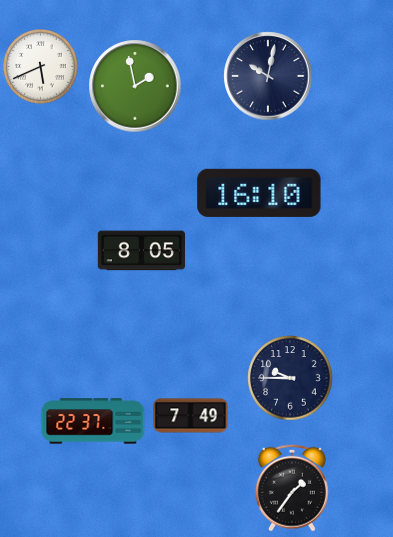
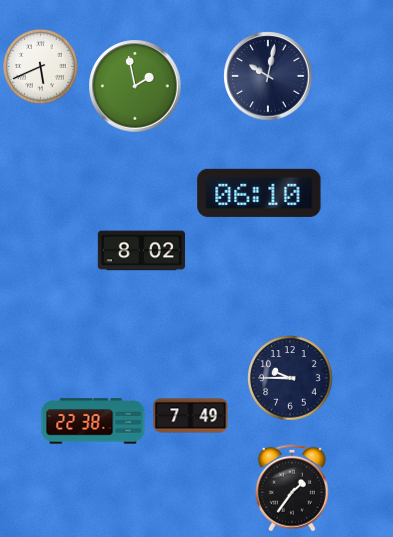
clock at (259, 193): 16:10 -> 06:10
clock at (141, 251): 8:05 -> 8:02
clock at (93, 421): 22:37 -> 22:38
